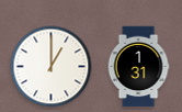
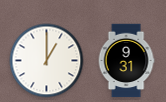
clock at (138, 67): 1:31 -> 9:31
